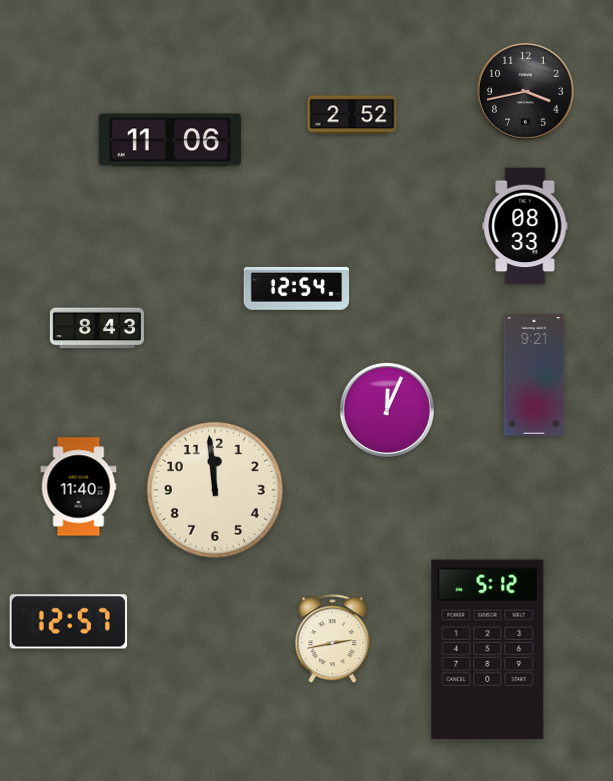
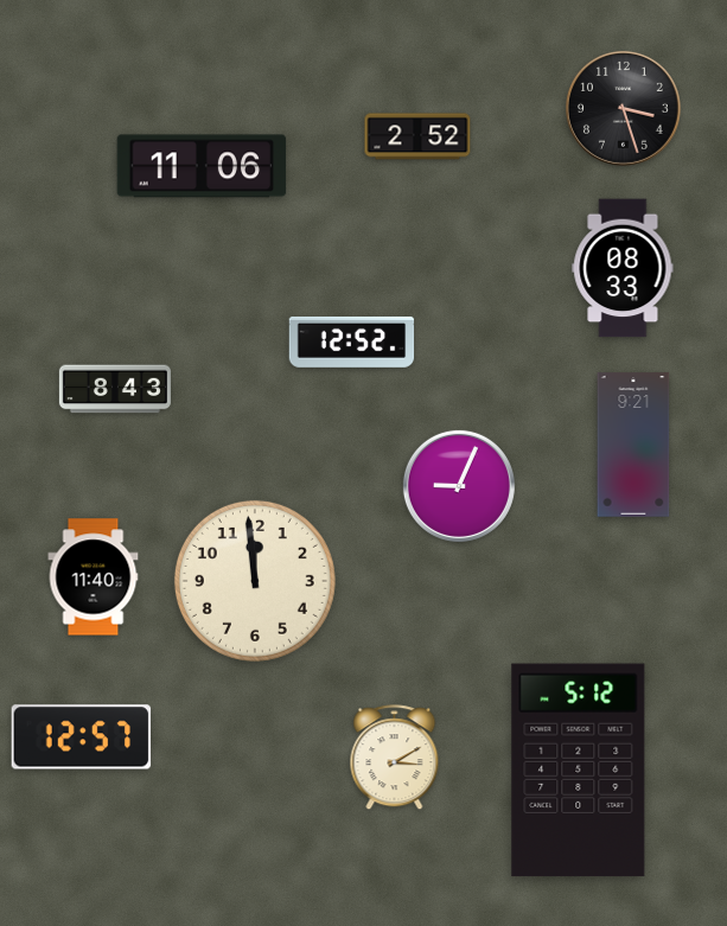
clock at (525, 91): 3:43 -> 3:27
clock at (297, 288): 12:54 -> 12:52
clock at (387, 410): 12:04 -> 9:04
clock at (333, 639): 2:43 -> 3:10
